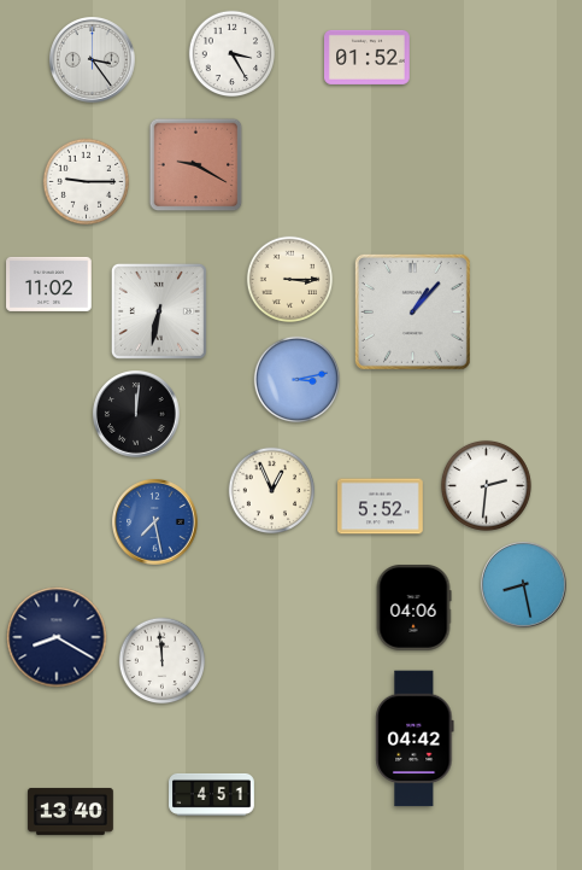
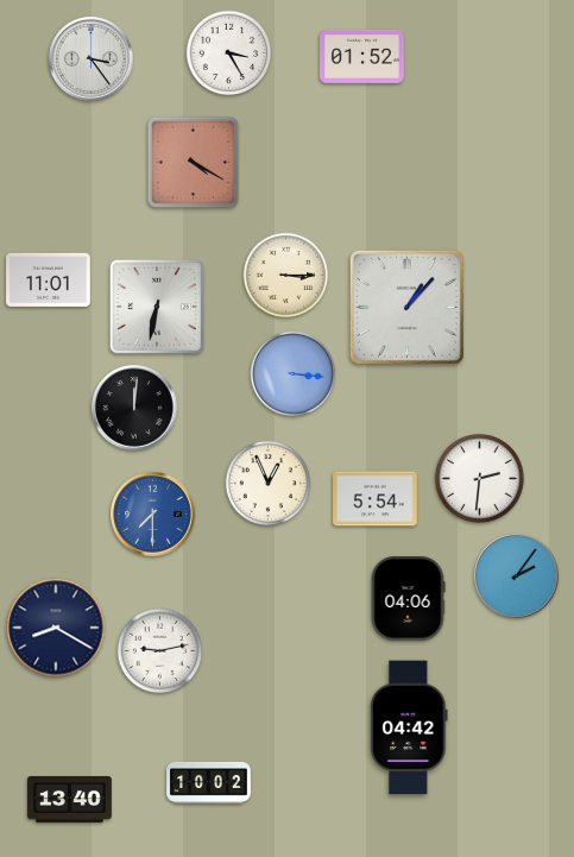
clock at (196, 165): 9:20 -> 4:20
clock at (87, 182): 9:15 -> none
clock at (49, 284): 11:02 -> 11:01
clock at (298, 380): 3:13 -> 3:16
clock at (381, 507): 5:52 -> 5:54
clock at (155, 522): 7:28 -> 7:30
clock at (524, 585): 8:28 -> 2:06
clock at (163, 661): 11:59 -> 9:13
clock at (212, 794): 4:51 -> 10:02
